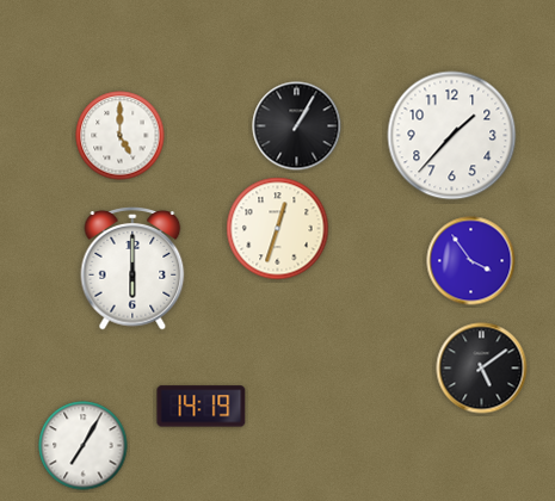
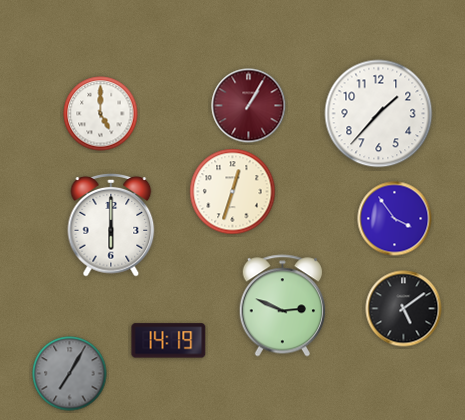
clock at (297, 126) dial: black -> burgundy
clock at (282, 306): none -> 2:49
clock at (84, 446) dial: white -> grey
